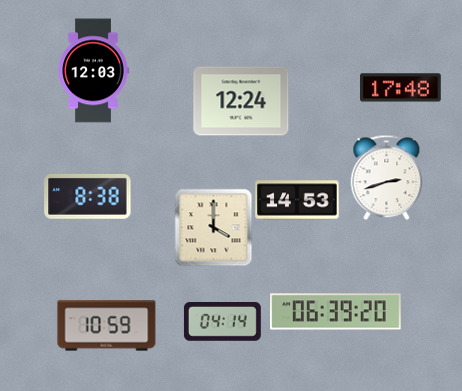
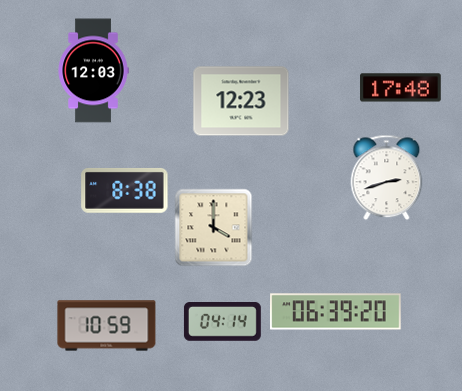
clock at (241, 101): 12:24 -> 12:23
clock at (88, 196) position: (88, 196) -> (125, 190)
clock at (297, 200): 14:53 -> none
